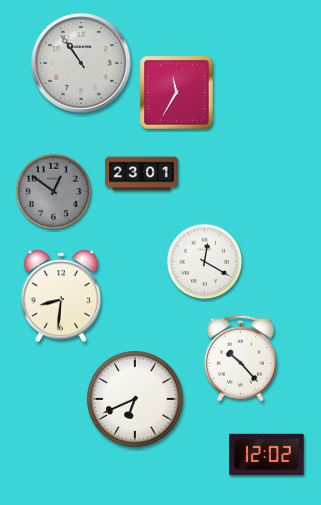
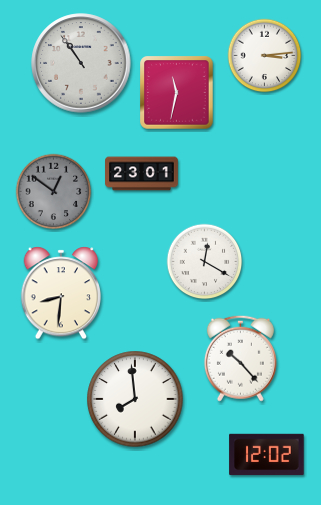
clock at (265, 56): none -> 3:14
clock at (177, 93): 11:35 -> 11:32
clock at (60, 296) position: (60, 296) -> (60, 293)
clock at (135, 399): 6:41 -> 7:59
